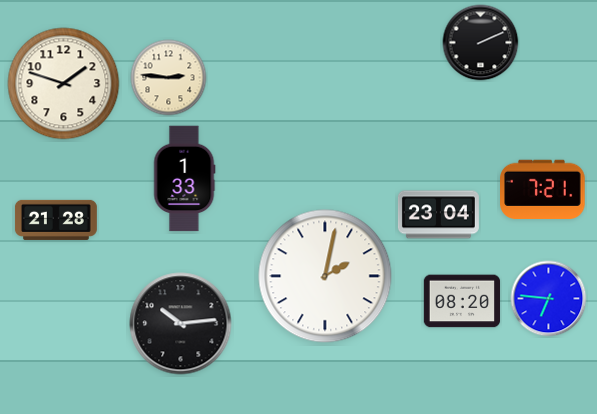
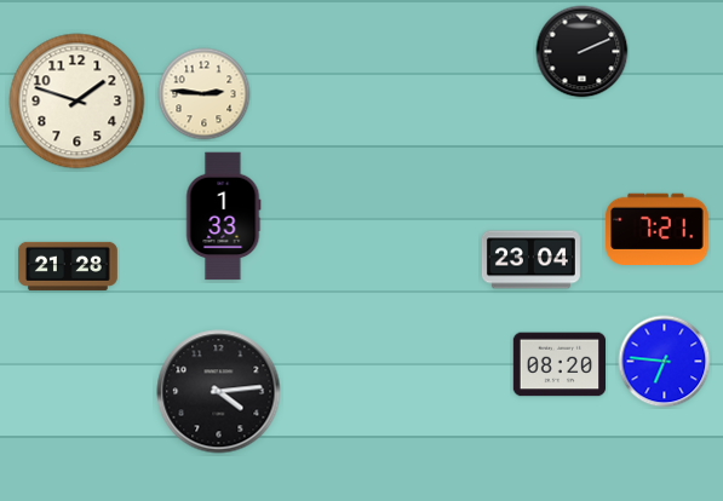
clock at (325, 276): 2:02 -> none
clock at (181, 324): 10:14 -> 4:14
